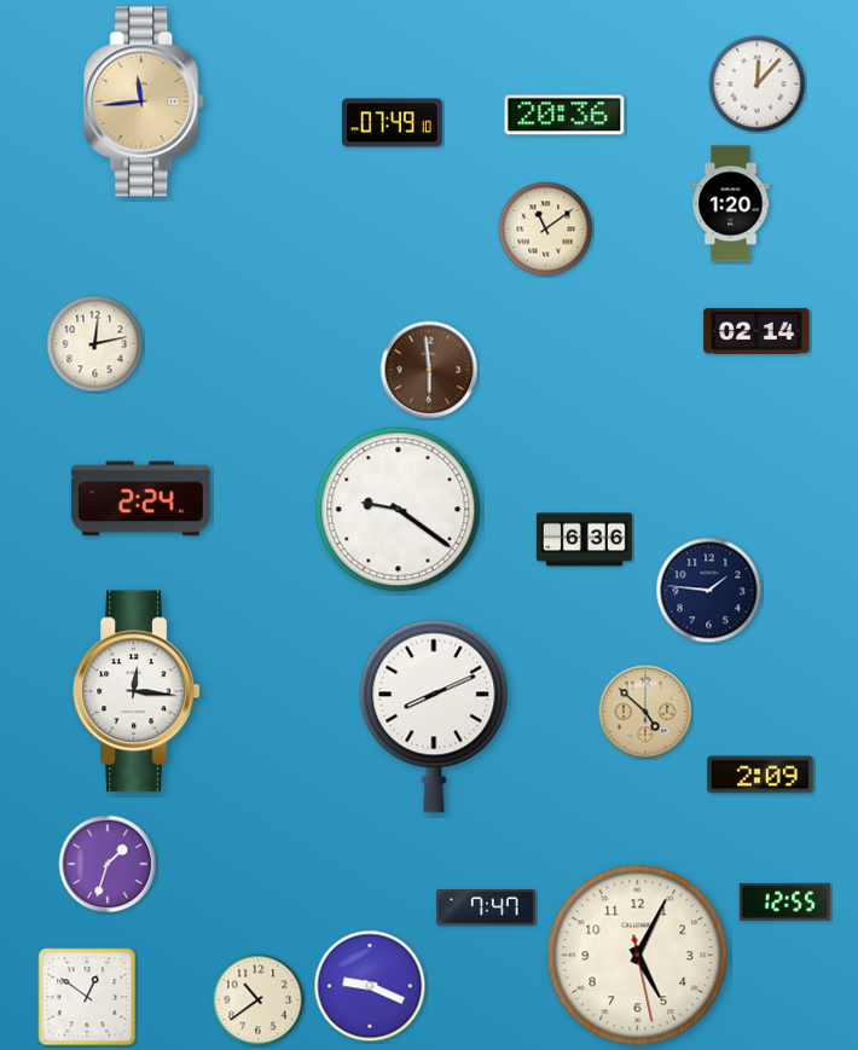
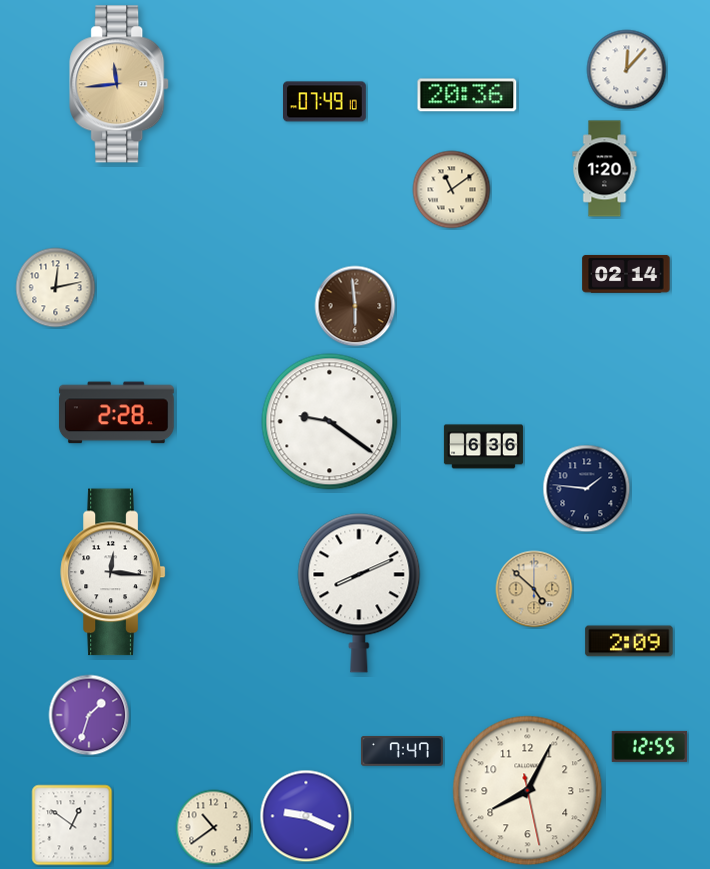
clock at (95, 344) position: (95, 344) -> (56, 288)
clock at (140, 499): 2:24 -> 2:28
clock at (638, 956): 5:04 -> 8:04
